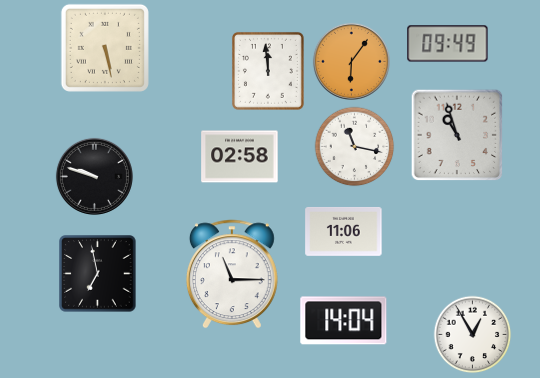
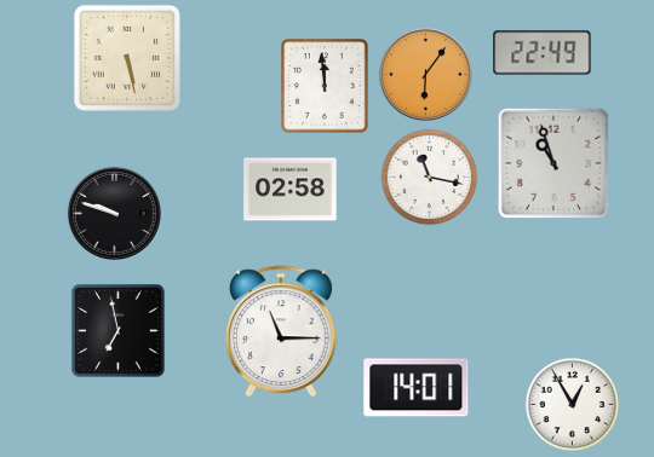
clock at (448, 44): 09:49 -> 22:49
clock at (344, 231): 11:06 -> none
clock at (344, 321): 14:04 -> 14:01
